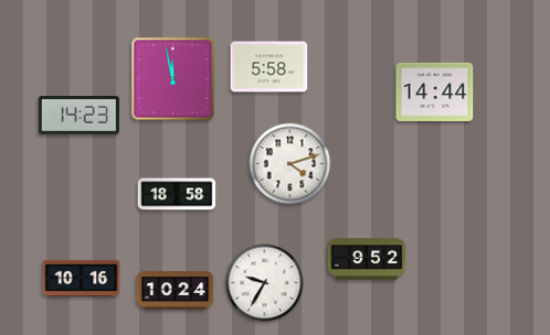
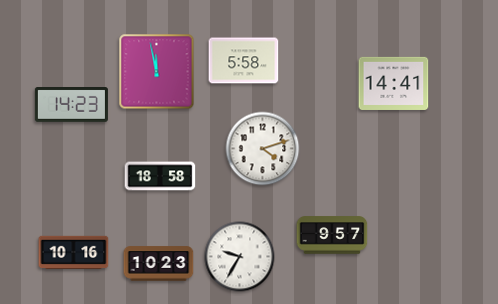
clock at (435, 91): 14:44 -> 14:41
clock at (367, 259): 9:52 -> 9:57
clock at (176, 291): 10:24 -> 10:23
